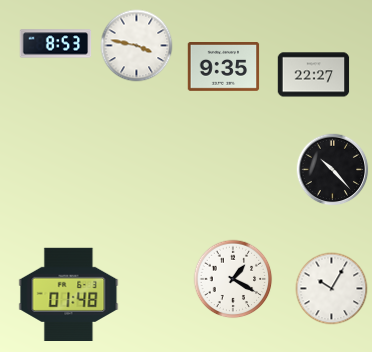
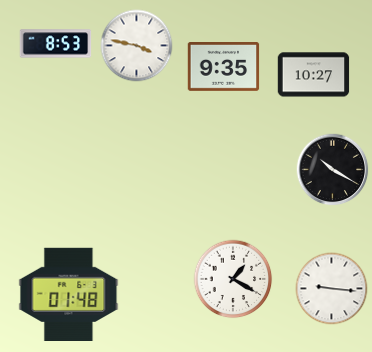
clock at (314, 75): 22:27 -> 10:27
clock at (333, 170): 10:23 -> 10:20
clock at (332, 289): 10:05 -> 9:16
